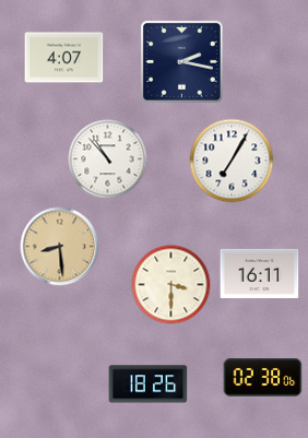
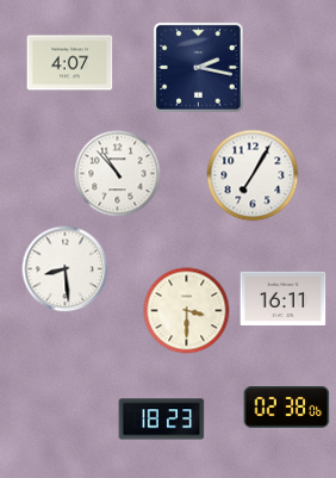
clock at (60, 247) dial: champagne -> white
clock at (263, 378) position: (263, 378) -> (287, 408)
clock at (149, 384): 18:26 -> 18:23
